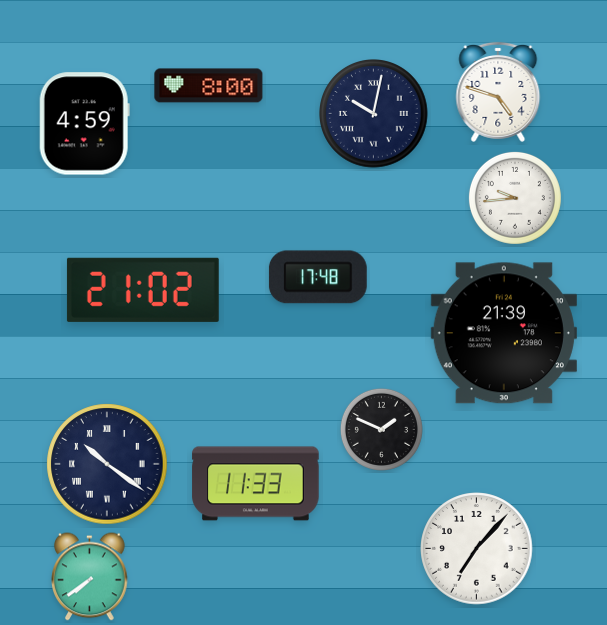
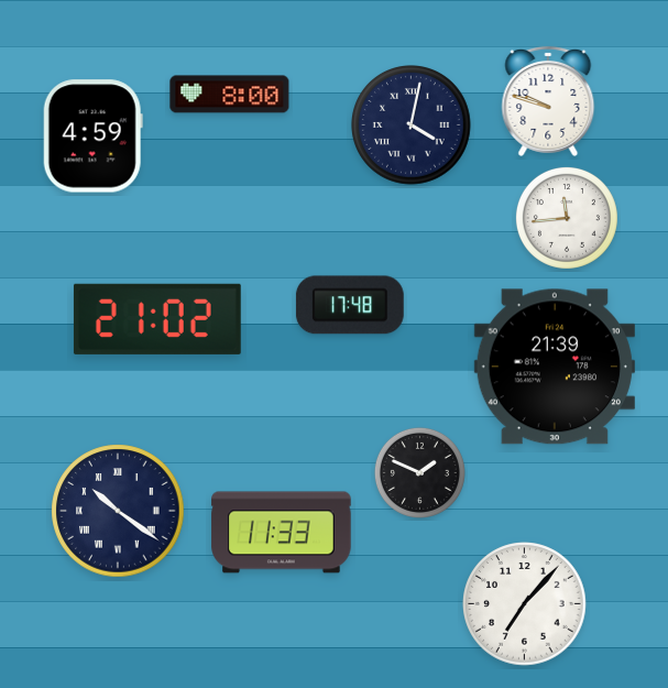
clock at (498, 92): 4:48 -> 9:48
clock at (374, 114): 10:02 -> 4:02
clock at (515, 198): 9:44 -> 11:44
clock at (90, 577): 7:39 -> none
